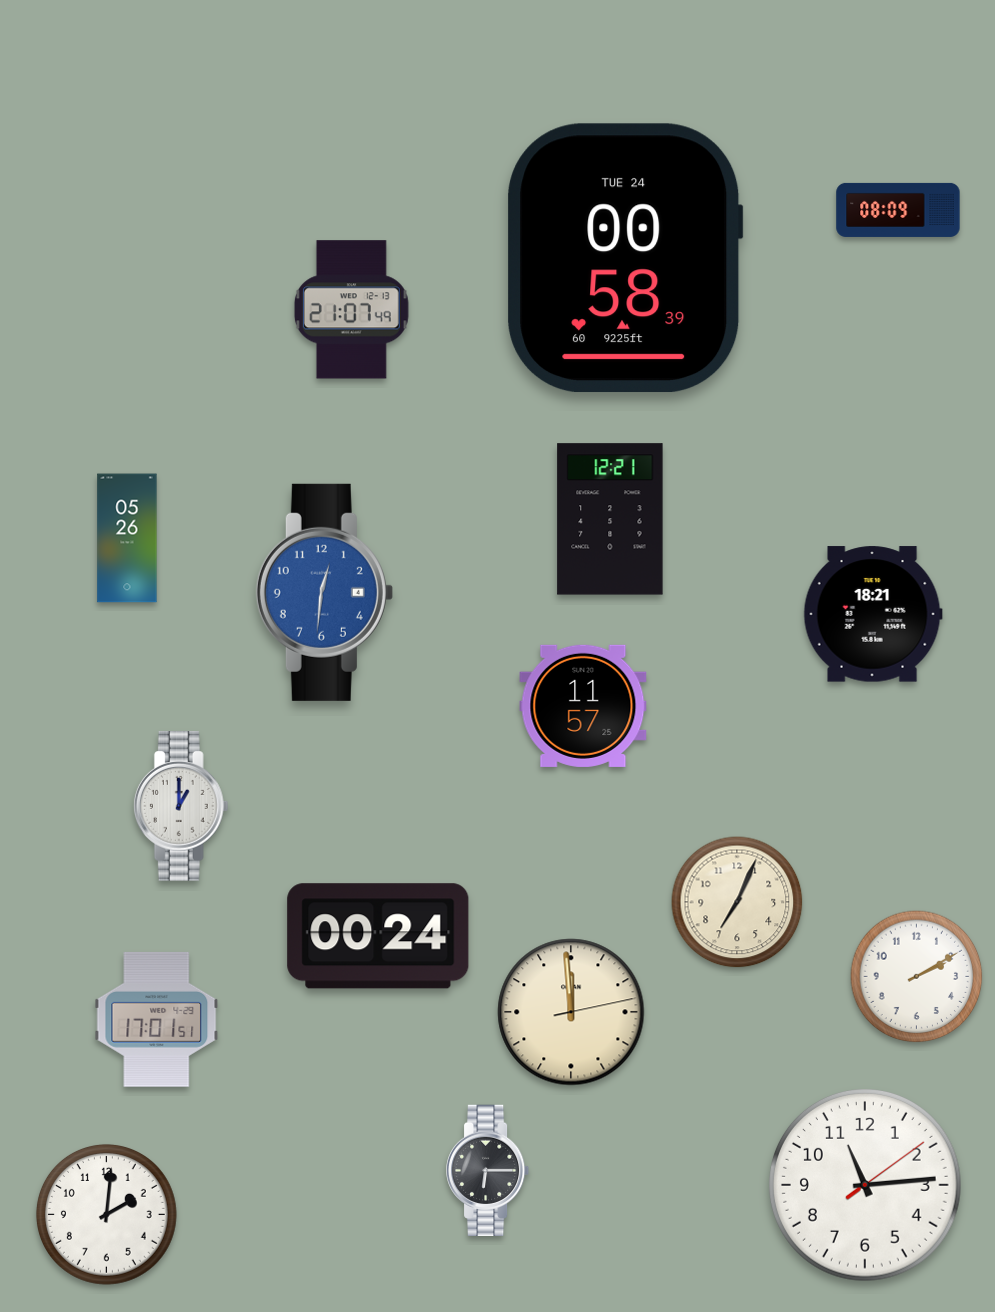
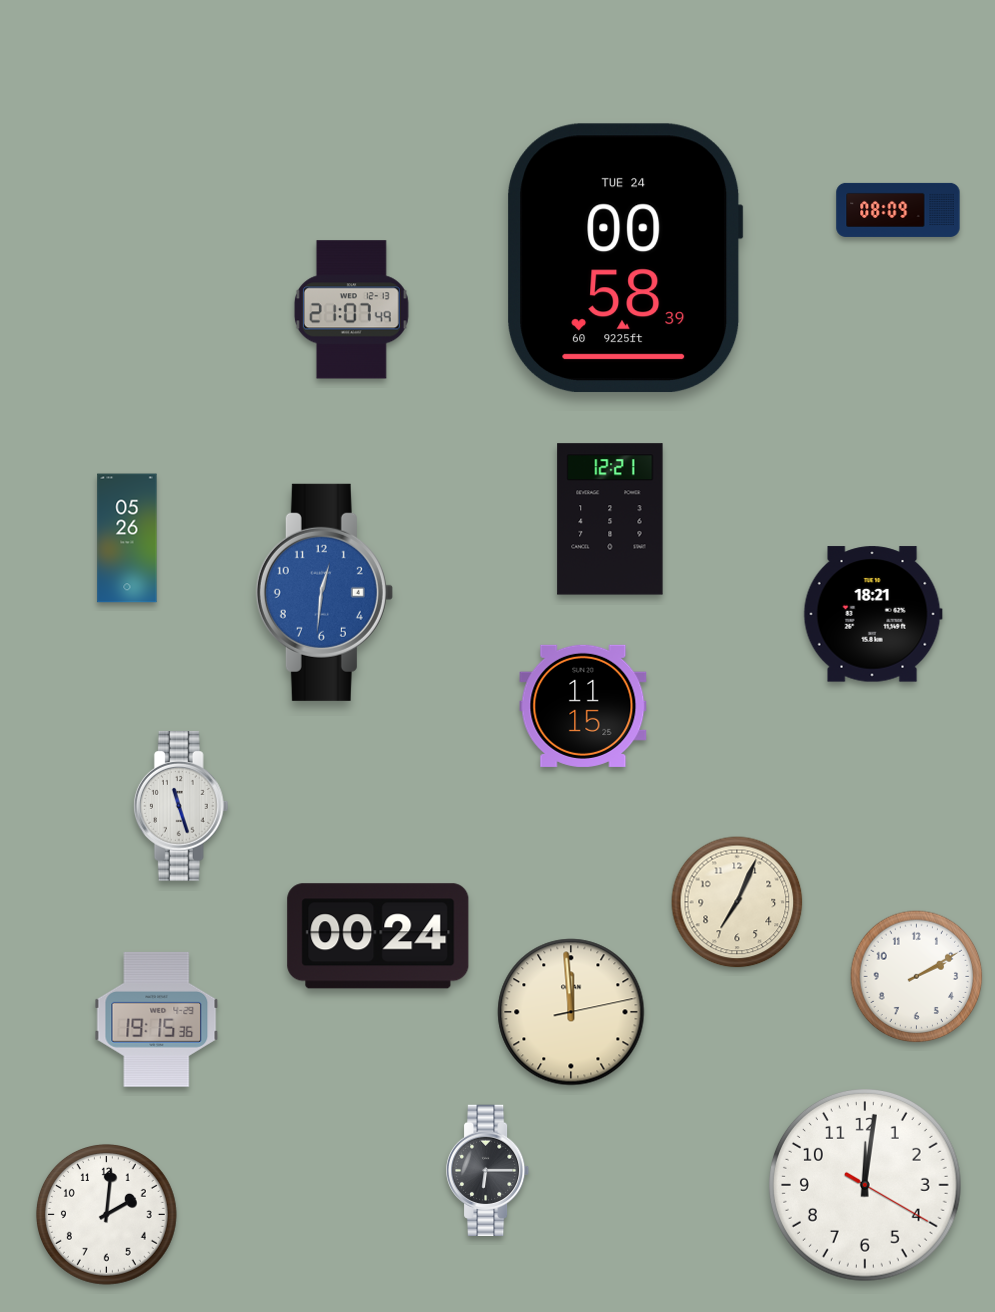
clock at (583, 706): 11:57 -> 11:15
clock at (181, 806): 1:00 -> 11:27
clock at (157, 1019): 17:01 -> 19:15
clock at (866, 1186): 11:14 -> 12:01
